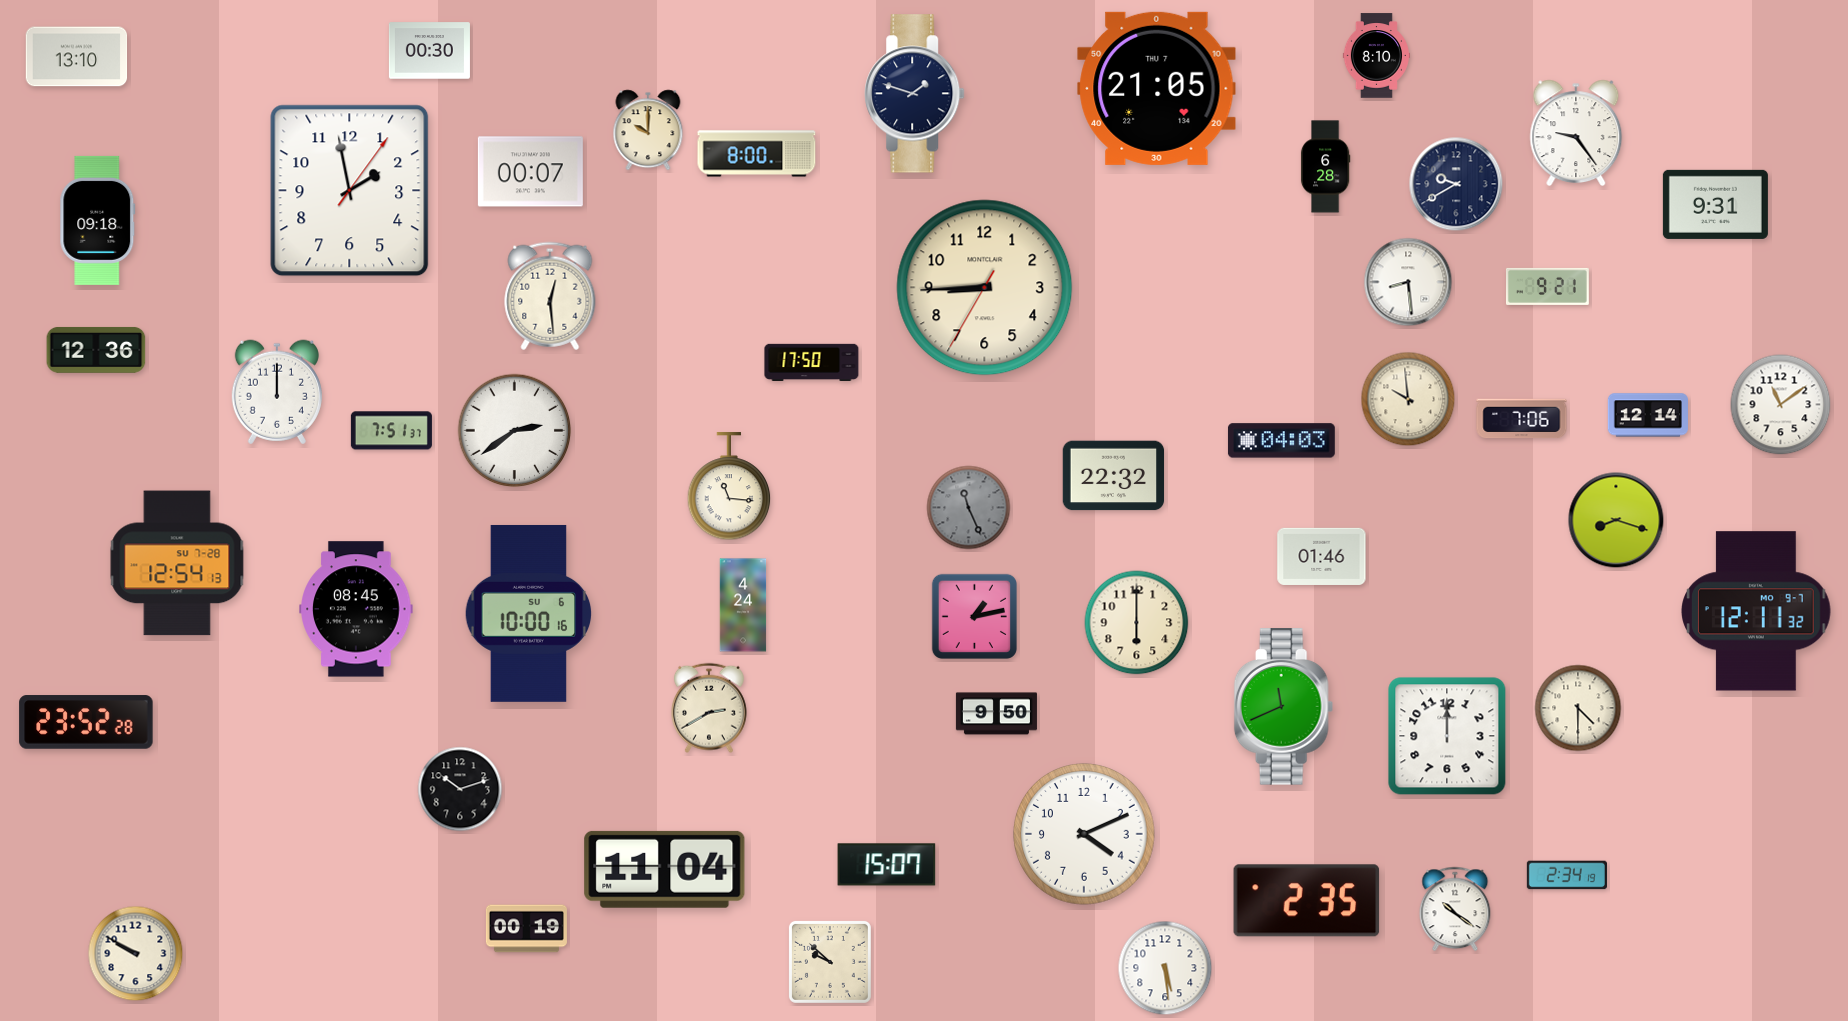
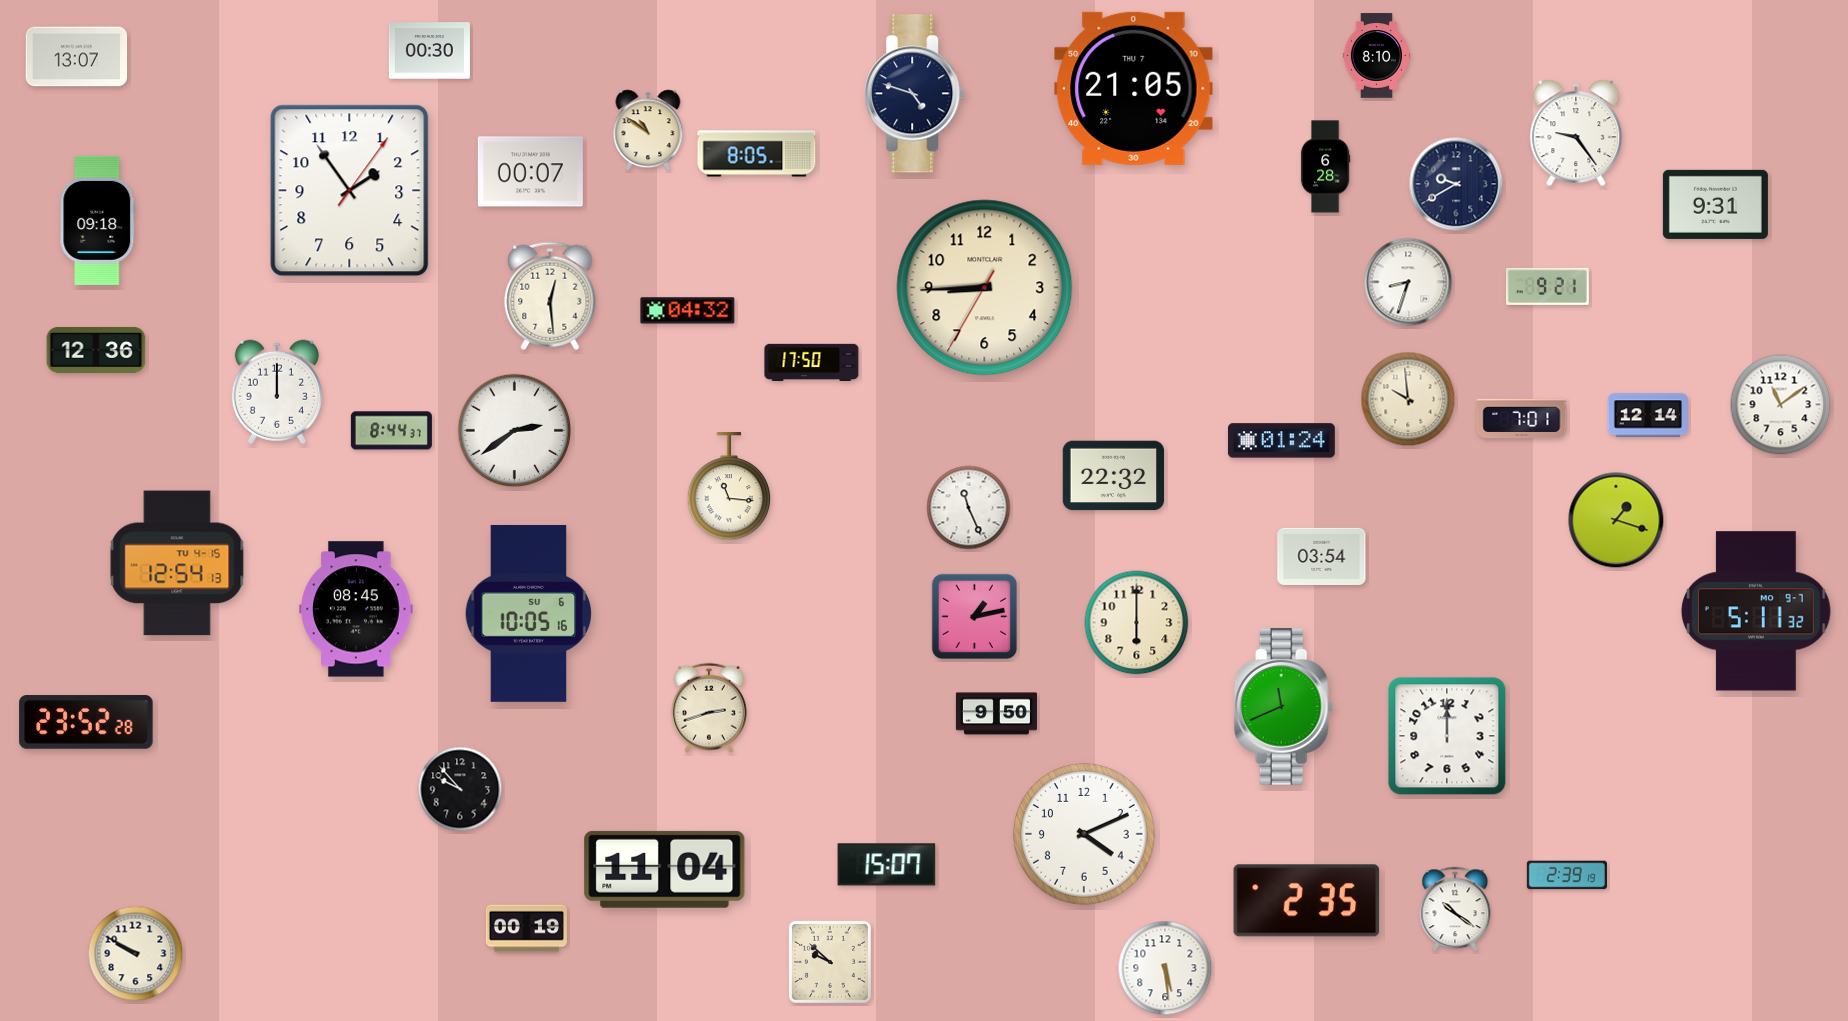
clock at (77, 57): 13:10 -> 13:07
clock at (1157, 88) position: (1157, 88) -> (1134, 88)
clock at (915, 94): 1:48 -> 4:48
clock at (648, 130): 10:00 -> 10:51
clock at (757, 154): 8:00 -> 8:05
clock at (350, 191): 1:58 -> 1:54
clock at (1408, 282): 8:29 -> 8:33
clock at (688, 311): none -> 04:32
clock at (1522, 419): 7:06 -> 7:01
clock at (391, 431): 7:51 -> 8:44
clock at (1281, 441): 04:03 -> 01:24
clock at (969, 508) dial: grey -> white
clock at (1616, 520): 8:18 -> 1:18
clock at (1322, 556): 01:46 -> 03:54
clock at (177, 563) date: SU 7-28 -> TU 4-15
clock at (743, 605): 4:24 -> none
clock at (1756, 611): 12:11 -> 5:11
clock at (529, 613): 10:00 -> 10:05
clock at (709, 708): 2:40 -> 2:42
clock at (1578, 708): 4:30 -> none
clock at (460, 789): 10:12 -> 9:53
clock at (1567, 875): 2:34 -> 2:39
